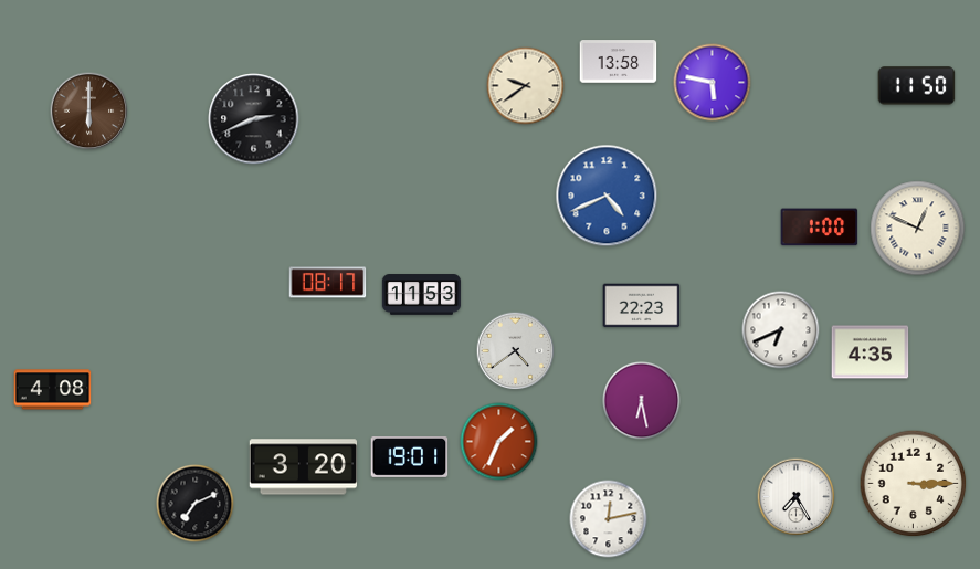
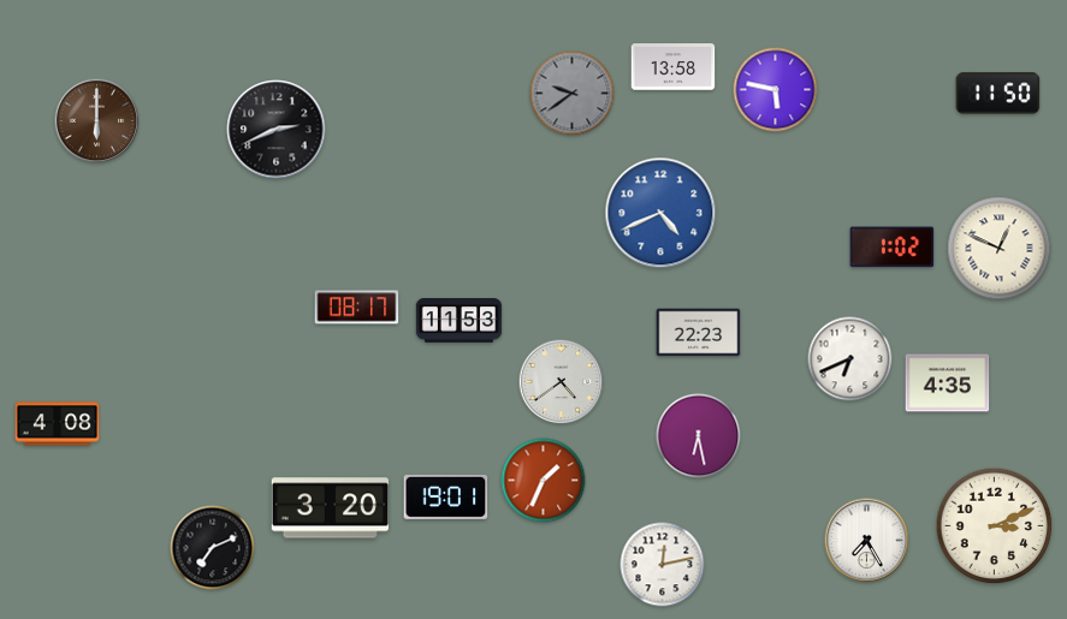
clock at (526, 86) dial: cream -> grey
clock at (820, 228): 1:00 -> 1:02
clock at (914, 484): 3:15 -> 3:11
